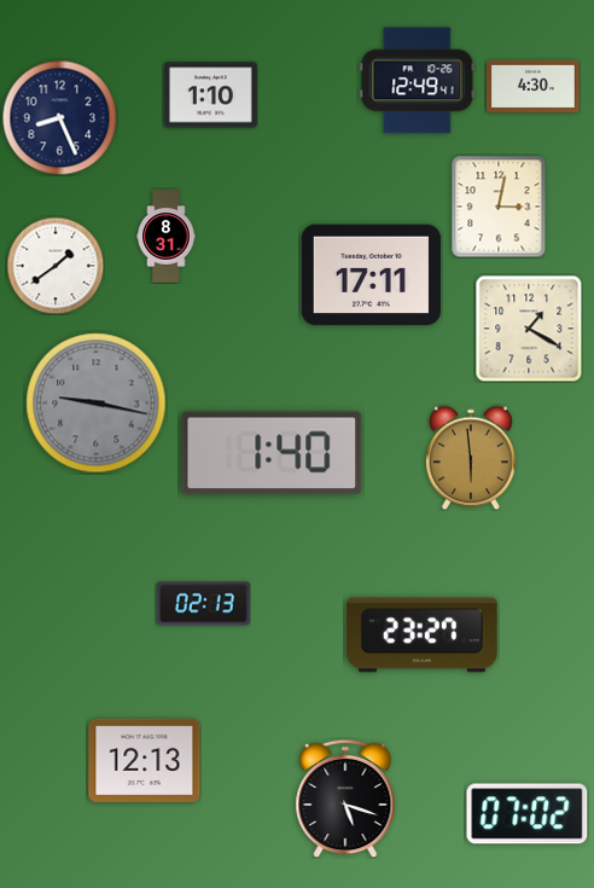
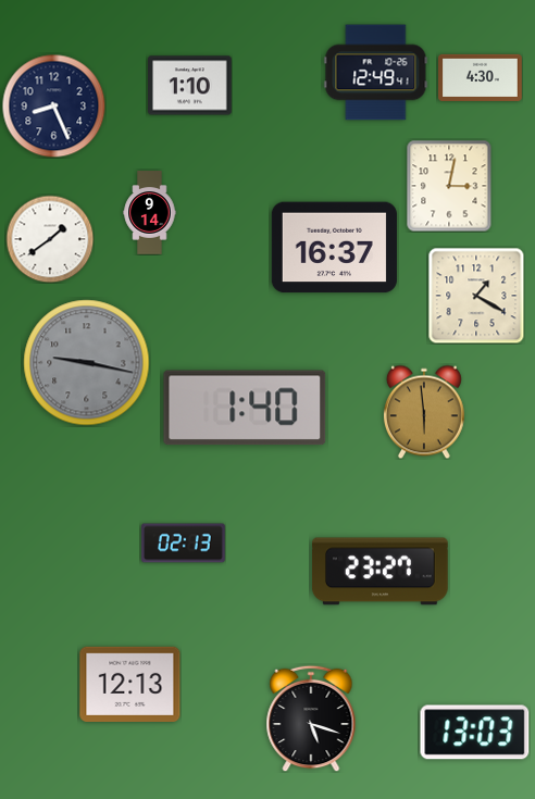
clock at (167, 237): 8:31 -> 9:14
clock at (371, 275): 17:11 -> 16:37
clock at (528, 814): 07:02 -> 13:03
